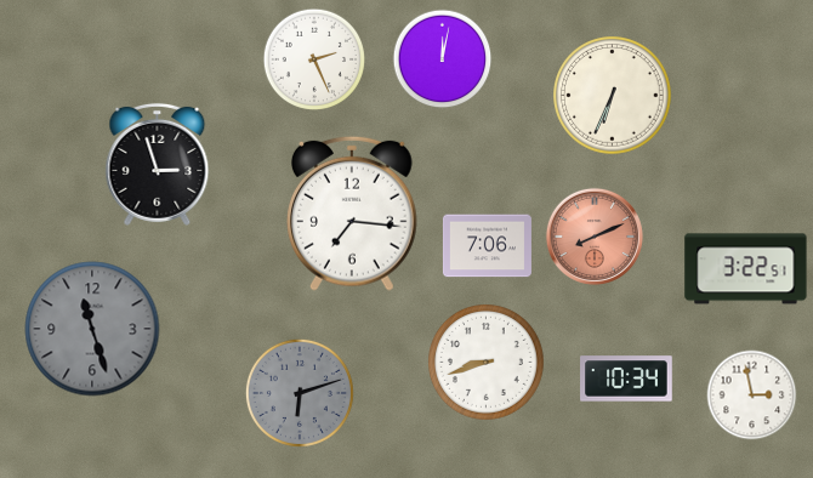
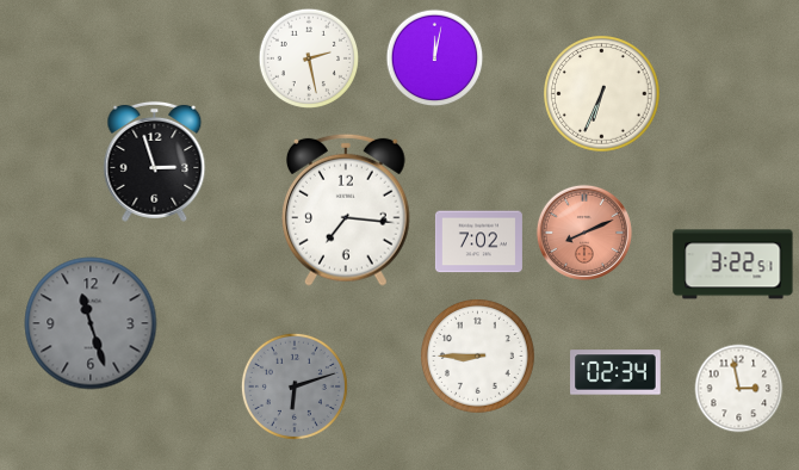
clock at (313, 58): 2:26 -> 2:28
clock at (487, 246): 7:06 -> 7:02
clock at (487, 363): 8:42 -> 8:45
clock at (626, 379): 10:34 -> 02:34
